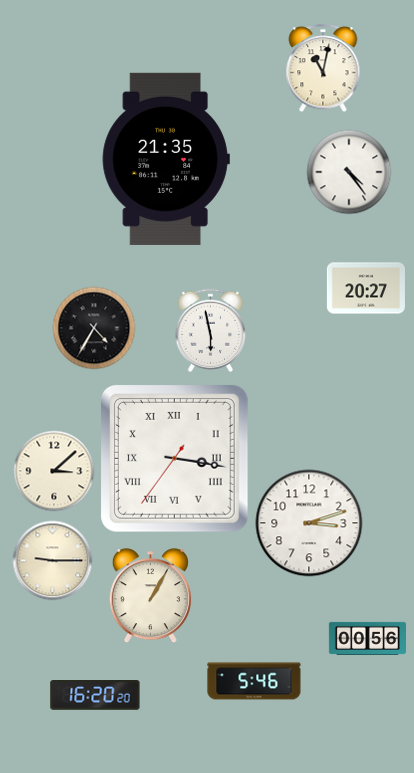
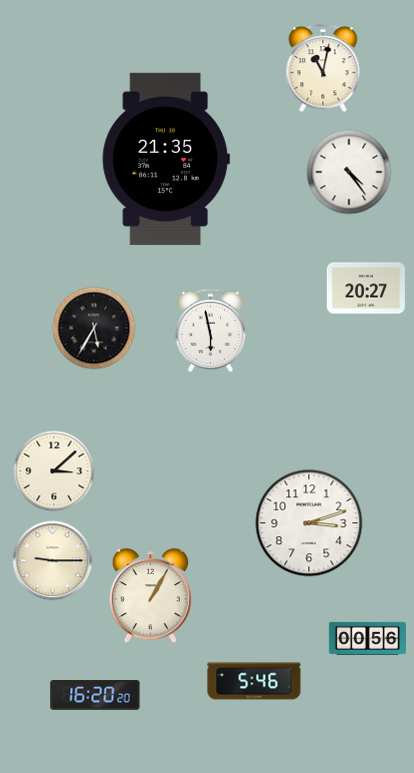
clock at (94, 328): 4:35 -> 5:35
clock at (174, 458): 3:16 -> none
